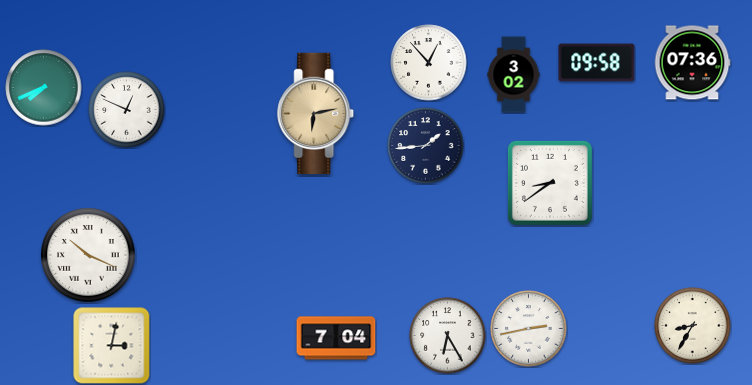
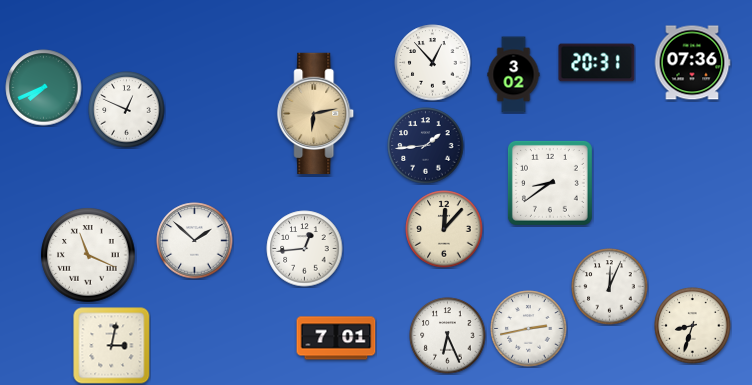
clock at (429, 63) position: (429, 63) -> (433, 63)
clock at (597, 63): 09:58 -> 20:31
clock at (444, 229): none -> 12:07
clock at (195, 241): none -> 1:52
clock at (305, 249): none -> 12:44
clock at (88, 255): 10:19 -> 11:19
clock at (610, 287): none -> 12:04
clock at (693, 326): 8:35 -> 8:33
clock at (448, 336): 6:25 -> 6:26
clock at (336, 338): 7:04 -> 7:01
